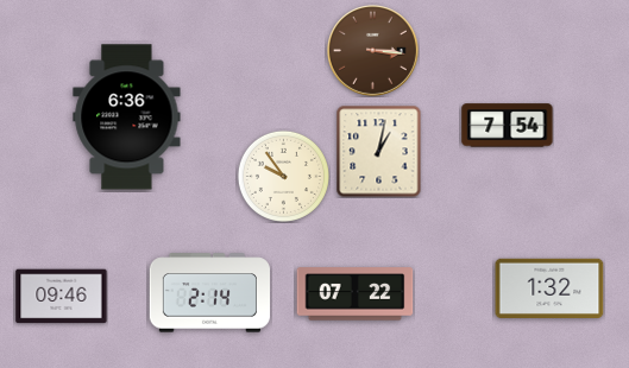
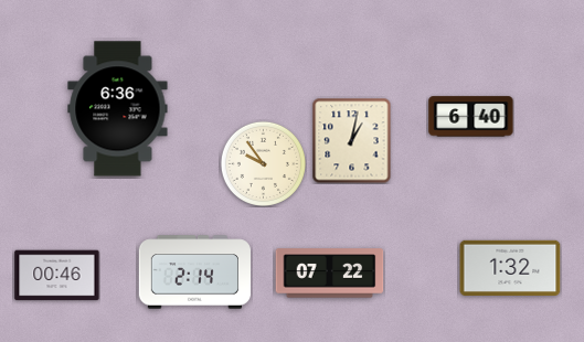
clock at (373, 51): 3:16 -> none
clock at (508, 126): 7:54 -> 6:40
clock at (62, 297): 09:46 -> 00:46
